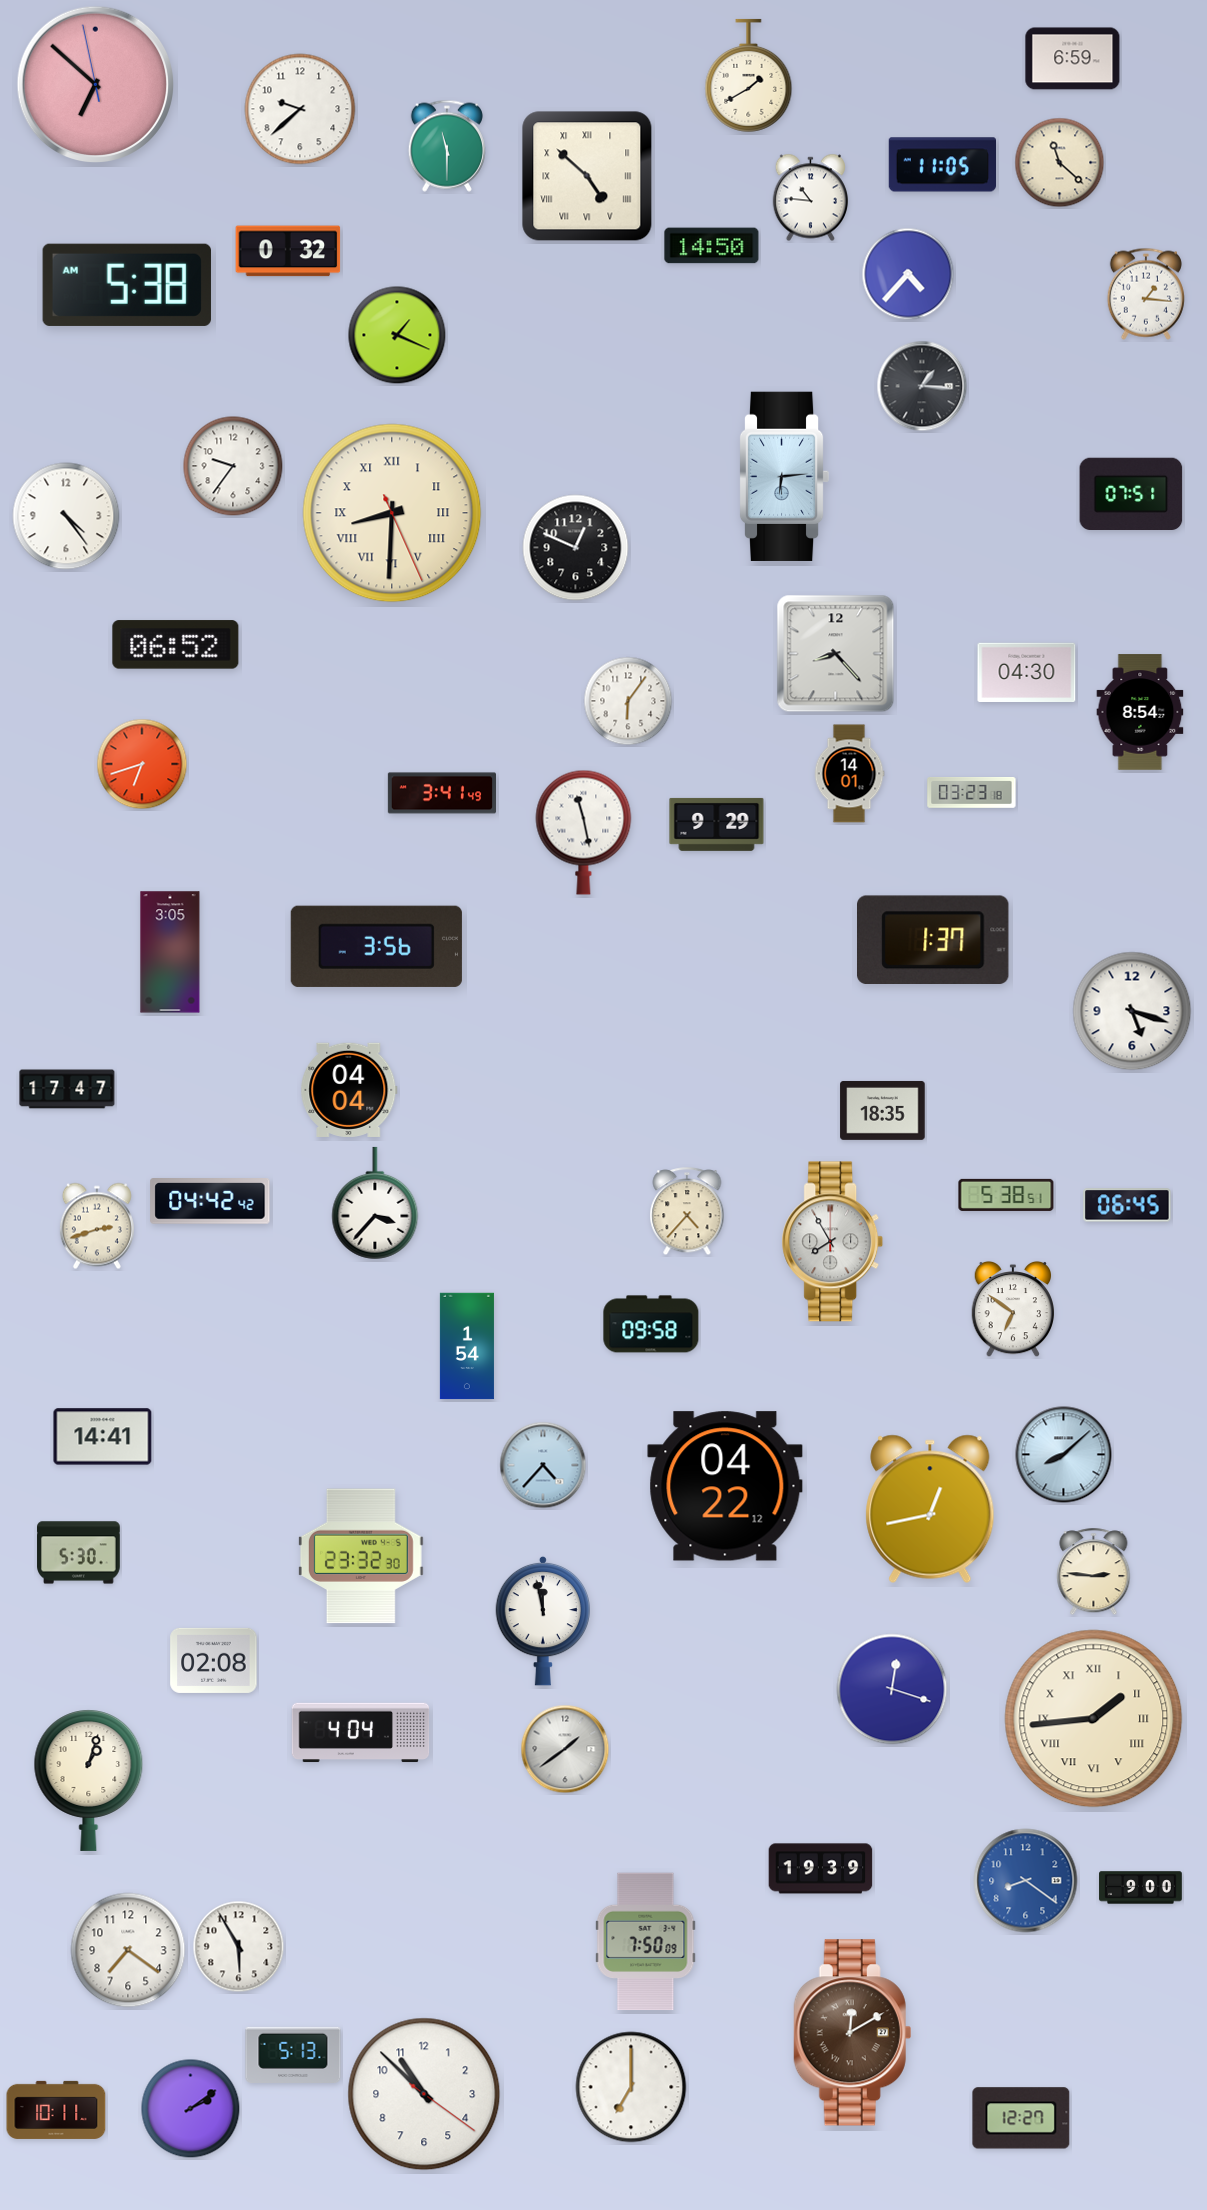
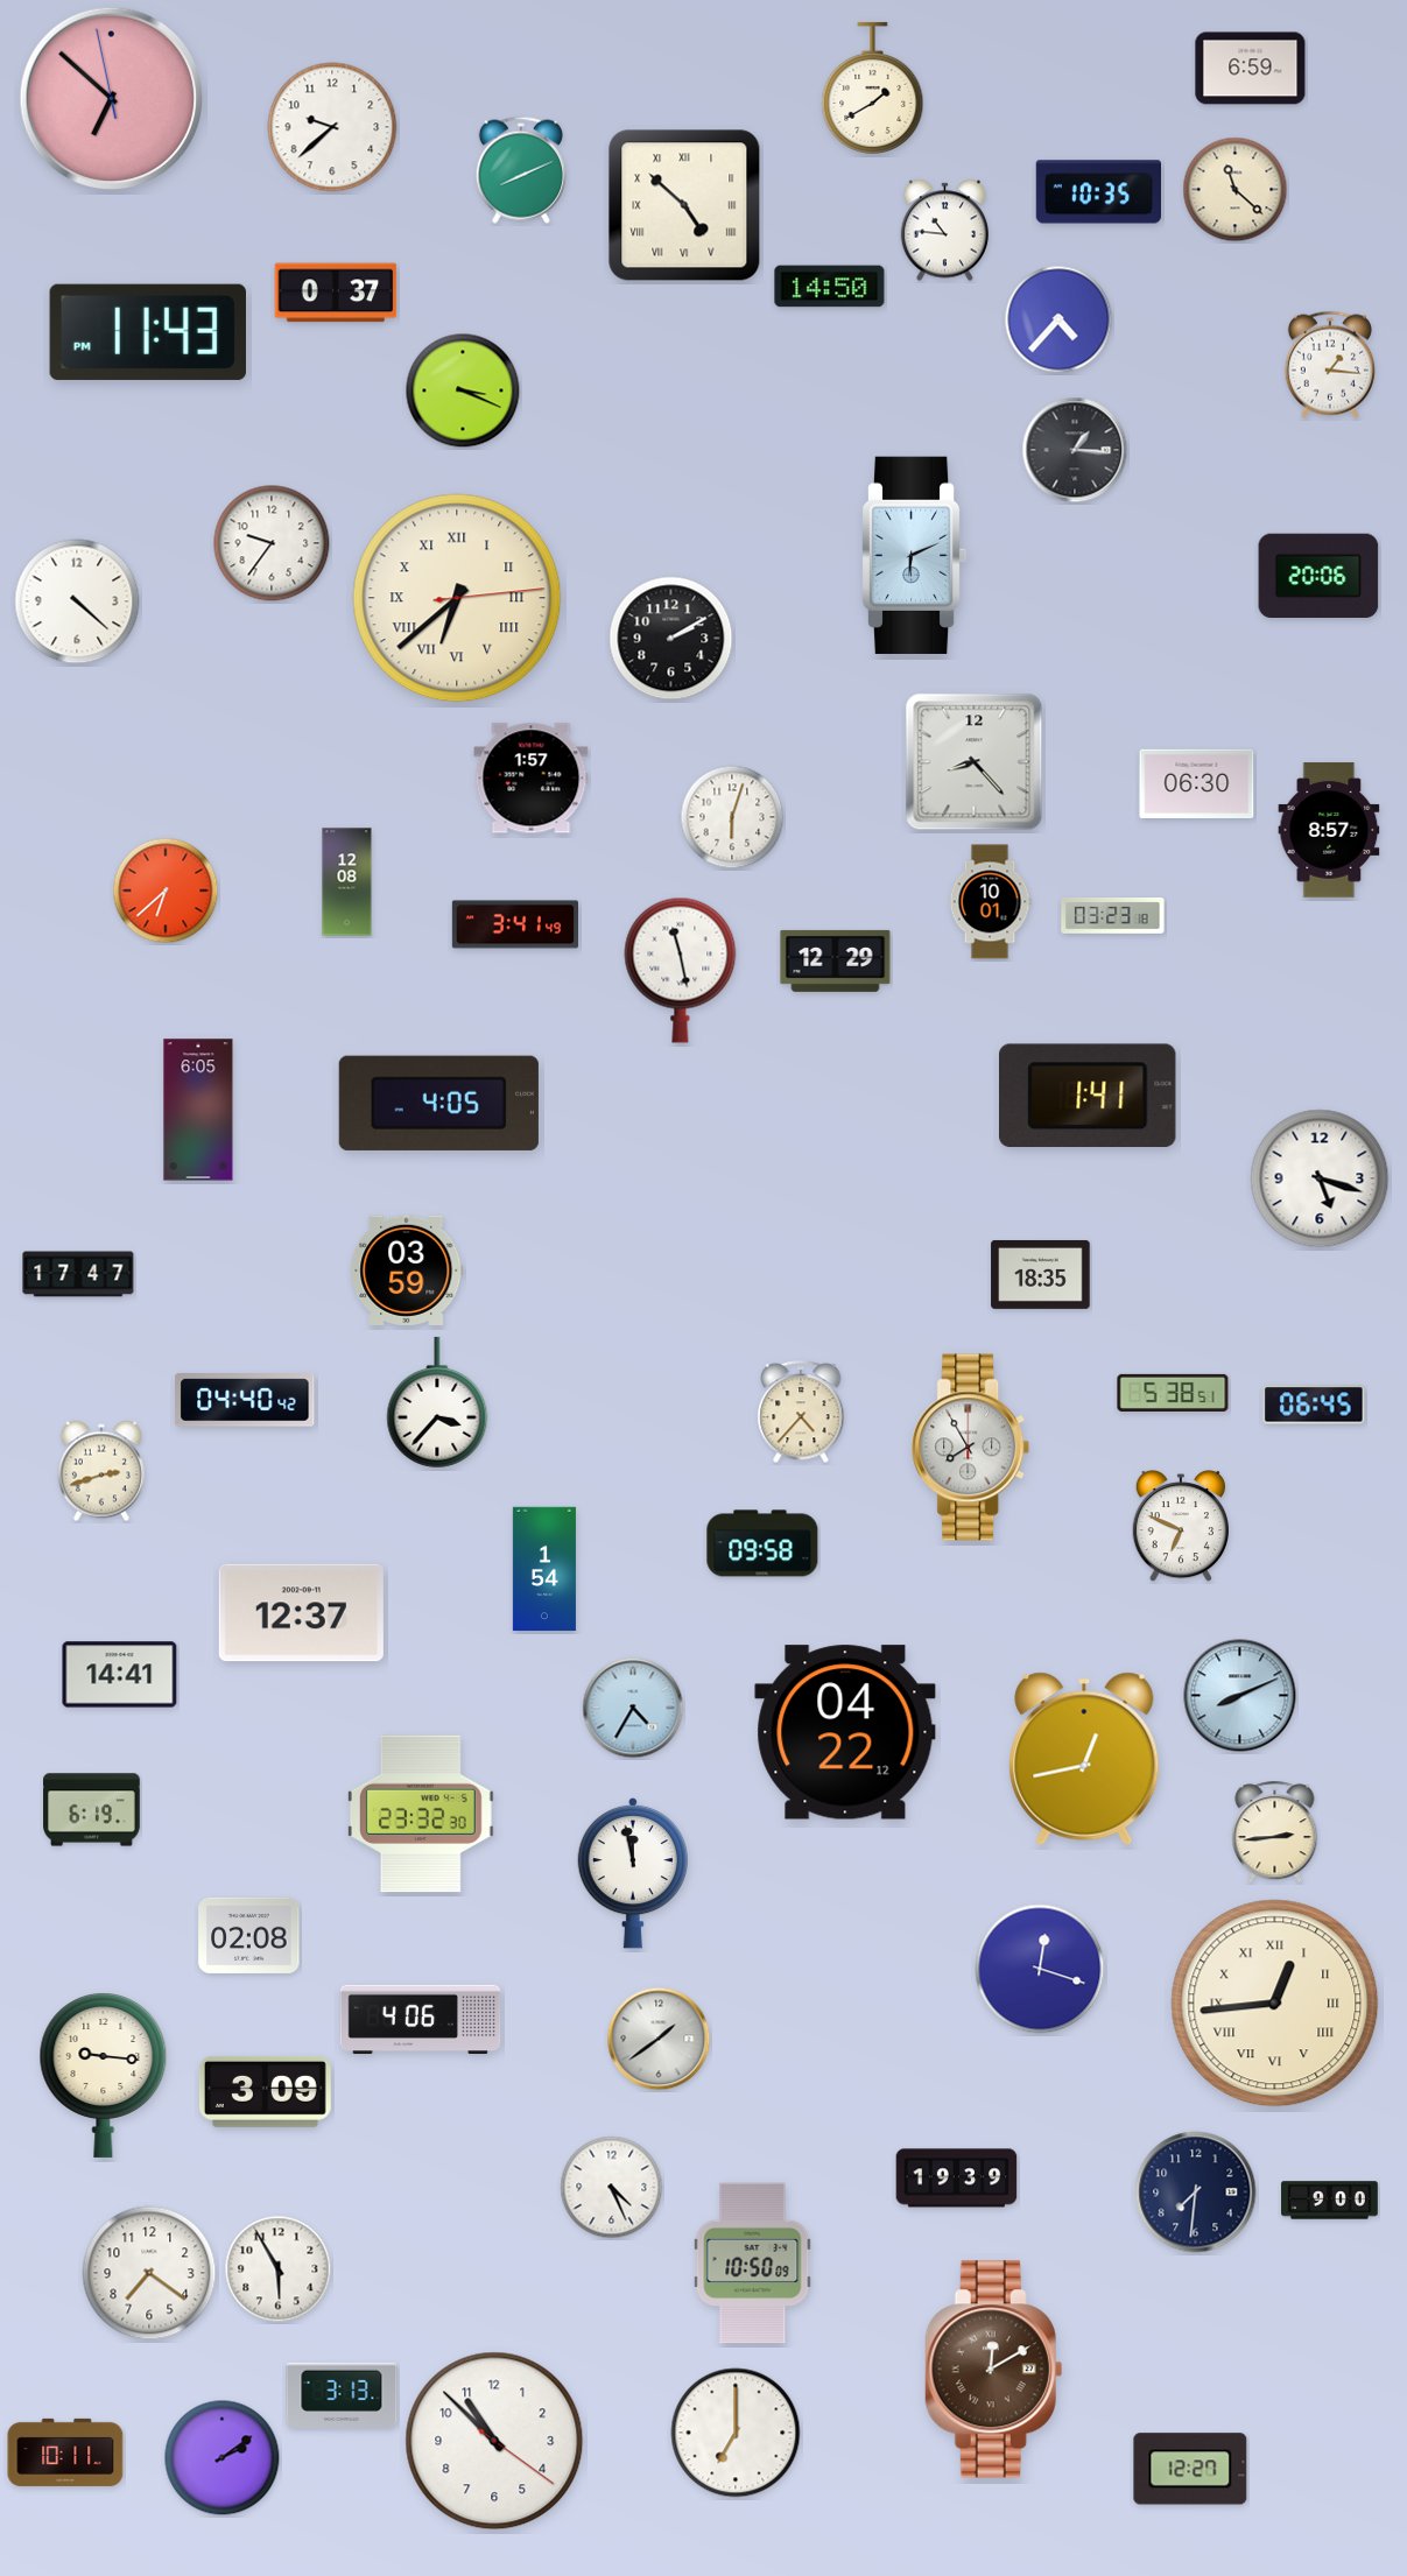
clock at (300, 109) position: (300, 109) -> (332, 127)
clock at (447, 146): 11:30 -> 8:11
clock at (942, 165): 11:05 -> 10:35
clock at (288, 251): 0:32 -> 0:37
clock at (127, 285): 5:38 -> 11:43
clock at (1146, 294) position: (1146, 294) -> (1330, 365)
clock at (397, 335): 1:19 -> 3:19
clock at (784, 476): 6:14 -> 6:11
clock at (1131, 493): 07:51 -> 20:06
clock at (392, 513): 8:30 -> 6:38
clock at (66, 516): 4:24 -> 4:22
clock at (576, 548): 12:49 -> 2:10
clock at (176, 645): 06:52 -> none
clock at (532, 779): none -> 1:57
clock at (1027, 672): 04:30 -> 06:30
clock at (628, 701): 6:06 -> 6:03
clock at (1140, 712): 8:54 -> 8:57
clock at (347, 882): none -> 12:08
clock at (142, 764): 6:42 -> 6:38
clock at (849, 774): 14:01 -> 10:01
clock at (972, 793) position: (972, 793) -> (1113, 916)
clock at (717, 824): 9:29 -> 12:29
clock at (934, 939): 1:37 -> 1:41
clock at (376, 946): 3:56 -> 4:05
clock at (170, 952): 3:05 -> 6:05
clock at (67, 1089) position: (67, 1089) -> (78, 1274)
clock at (349, 1090): 04:04 -> 03:59
clock at (883, 1110) position: (883, 1110) -> (1041, 1274)
clock at (210, 1202): 04:42 -> 04:40
clock at (97, 1226) position: (97, 1226) -> (101, 1471)
clock at (1012, 1309): 6:51 -> 6:49
clock at (651, 1324) position: (651, 1324) -> (762, 1543)
clock at (301, 1613): none -> 12:37
clock at (1064, 1455): 8:08 -> 8:11
clock at (543, 1465): 4:37 -> 4:35
clock at (79, 1553): 5:30 -> 6:19
clock at (1094, 1572): 2:46 -> 2:44
clock at (542, 1621) position: (542, 1621) -> (632, 1873)
clock at (1094, 1719): 1:44 -> 12:44
clock at (361, 1733): 4:04 -> 4:06
clock at (89, 1780): 1:03 -> 9:16
clock at (265, 2091): none -> 3:09
clock at (612, 2188): none -> 4:26
clock at (1026, 1881): 8:21 -> 7:31
clock at (1026, 1881) dial: blue -> navy
clock at (646, 1942): 7:50 -> 10:50
clock at (293, 2054): 5:13 -> 3:13
clock at (56, 2110) position: (56, 2110) -> (65, 2452)
